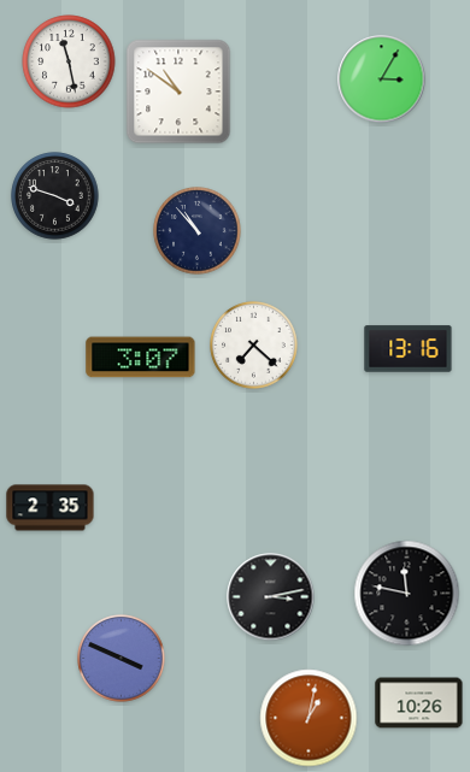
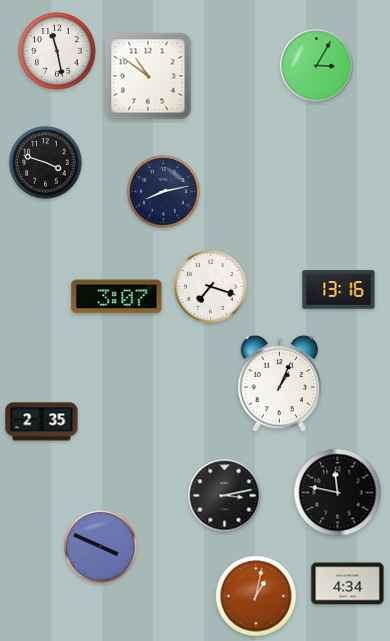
clock at (198, 231): 10:53 -> 8:13
clock at (254, 346): 7:22 -> 7:18
clock at (279, 384): none -> 1:04
clock at (419, 703): 10:26 -> 4:34
